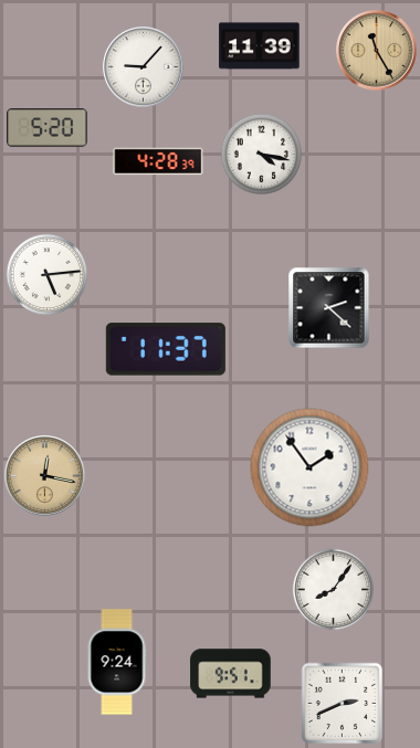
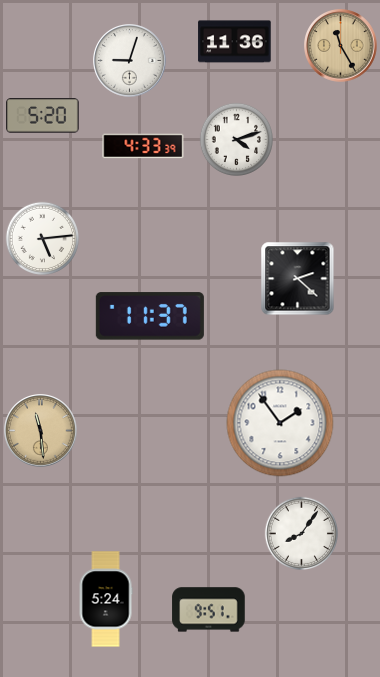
clock at (260, 46): 11:39 -> 11:36
clock at (144, 67): 9:07 -> 9:03
clock at (261, 154): 4:17 -> 4:12
clock at (158, 161): 4:28 -> 4:33
clock at (46, 274) position: (46, 274) -> (42, 238)
clock at (45, 476): 12:17 -> 11:29
clock at (117, 662): 9:24 -> 5:24
clock at (343, 704): 2:41 -> none
